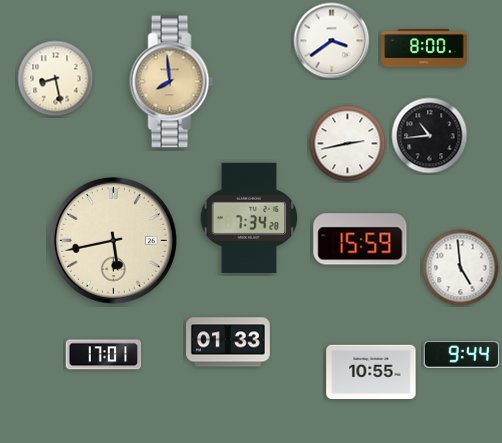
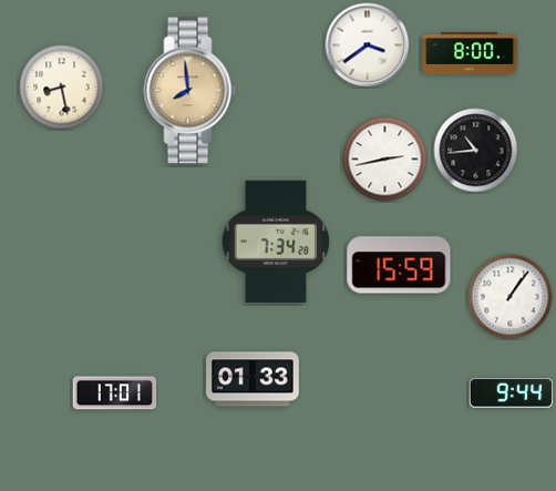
clock at (113, 240): 5:43 -> none
clock at (461, 268): 4:59 -> 1:06
clock at (371, 372): 10:55 -> none
